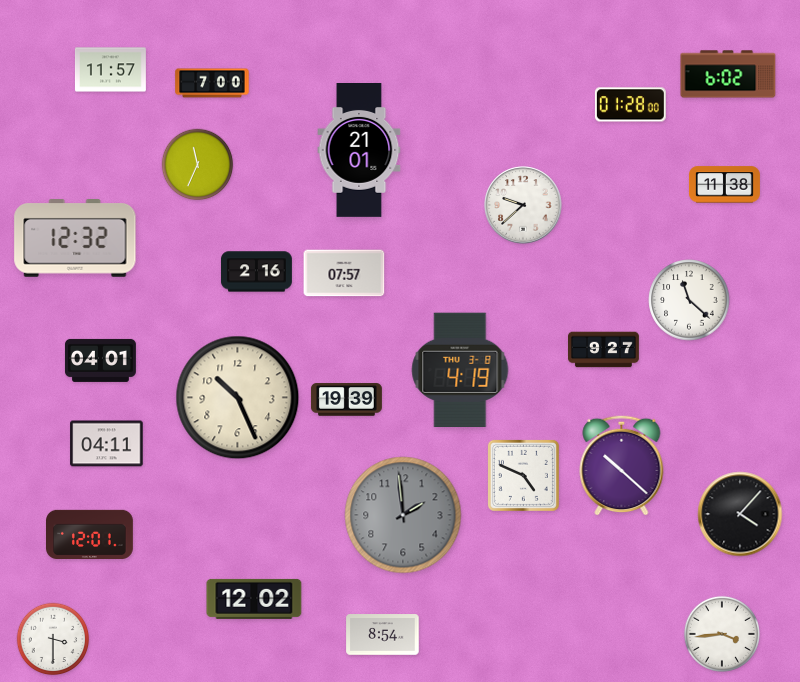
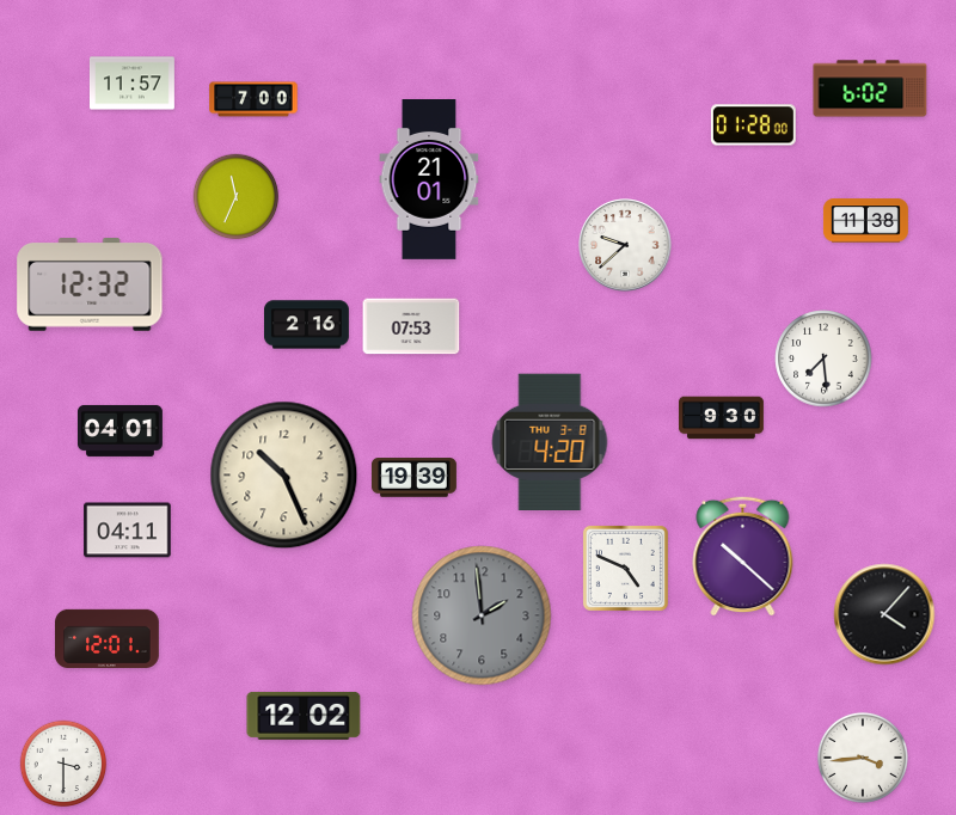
clock at (344, 273): 07:57 -> 07:53
clock at (689, 300): 11:22 -> 7:29
clock at (604, 350): 9:27 -> 9:30
clock at (460, 369): 4:19 -> 4:20
clock at (383, 635): 8:54 -> none
